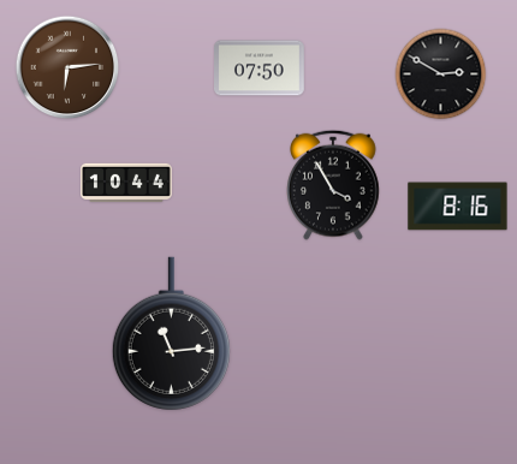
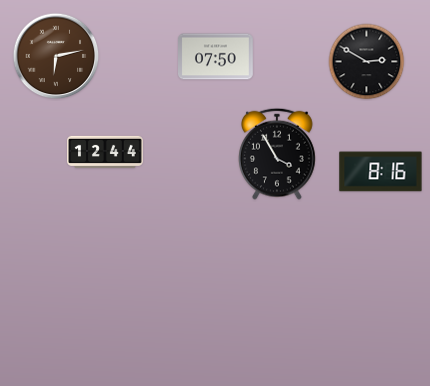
clock at (67, 67): 6:14 -> 6:13
clock at (126, 183): 10:44 -> 12:44
clock at (171, 334): 11:14 -> none
